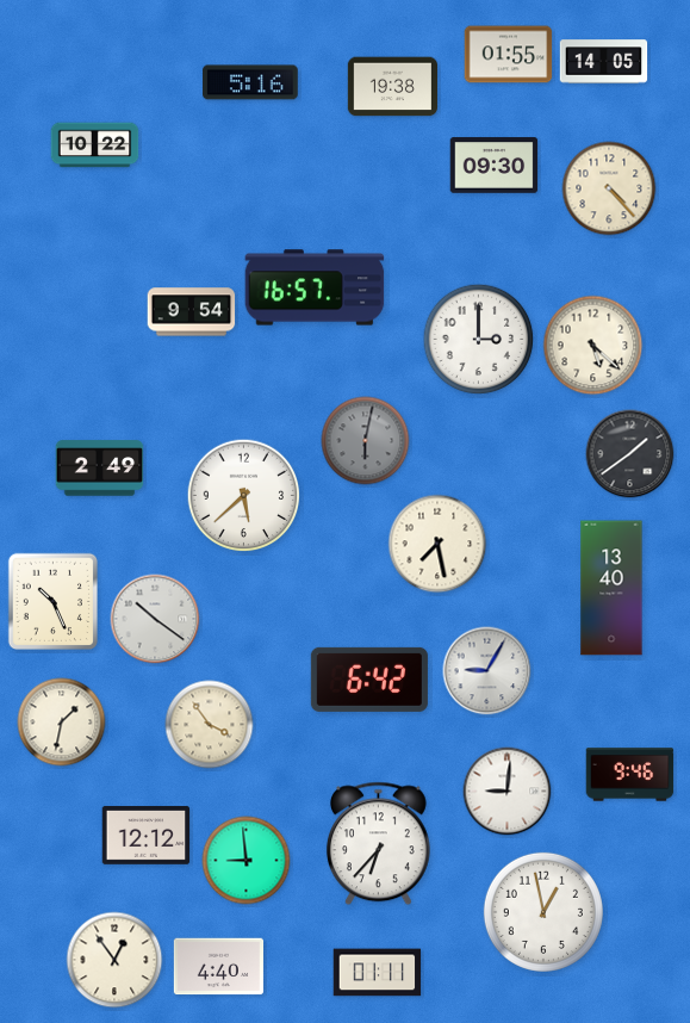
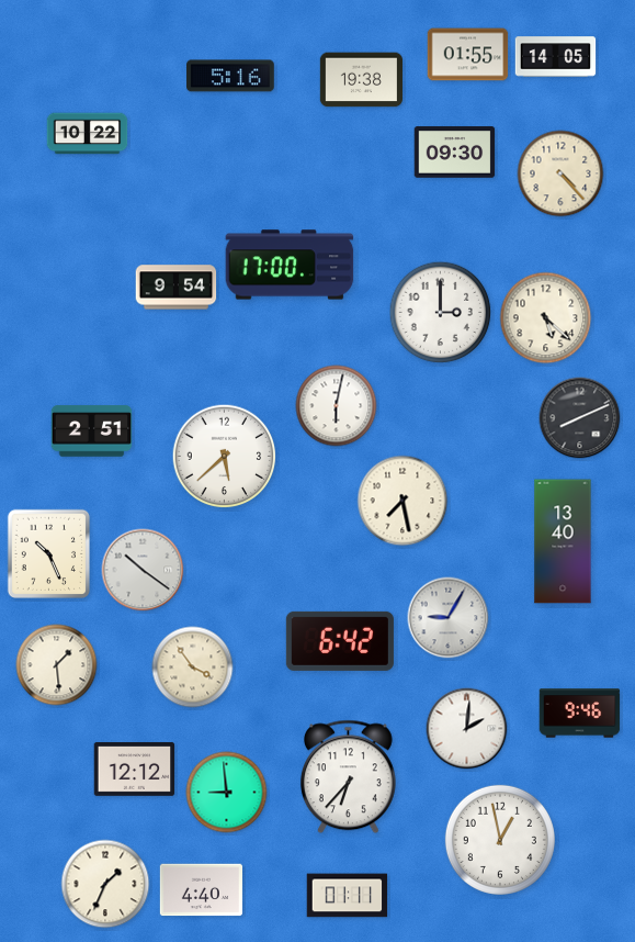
clock at (509, 55) position: (509, 55) -> (468, 55)
clock at (315, 287): 16:57 -> 17:00
clock at (366, 441) dial: grey -> white
clock at (630, 454): 1:39 -> 8:11
clock at (100, 469): 2:49 -> 2:51
clock at (369, 680) position: (369, 680) -> (340, 641)
clock at (62, 723): 1:32 -> 1:29
clock at (508, 792): 9:01 -> 2:01
clock at (114, 960): 12:54 -> 1:34
